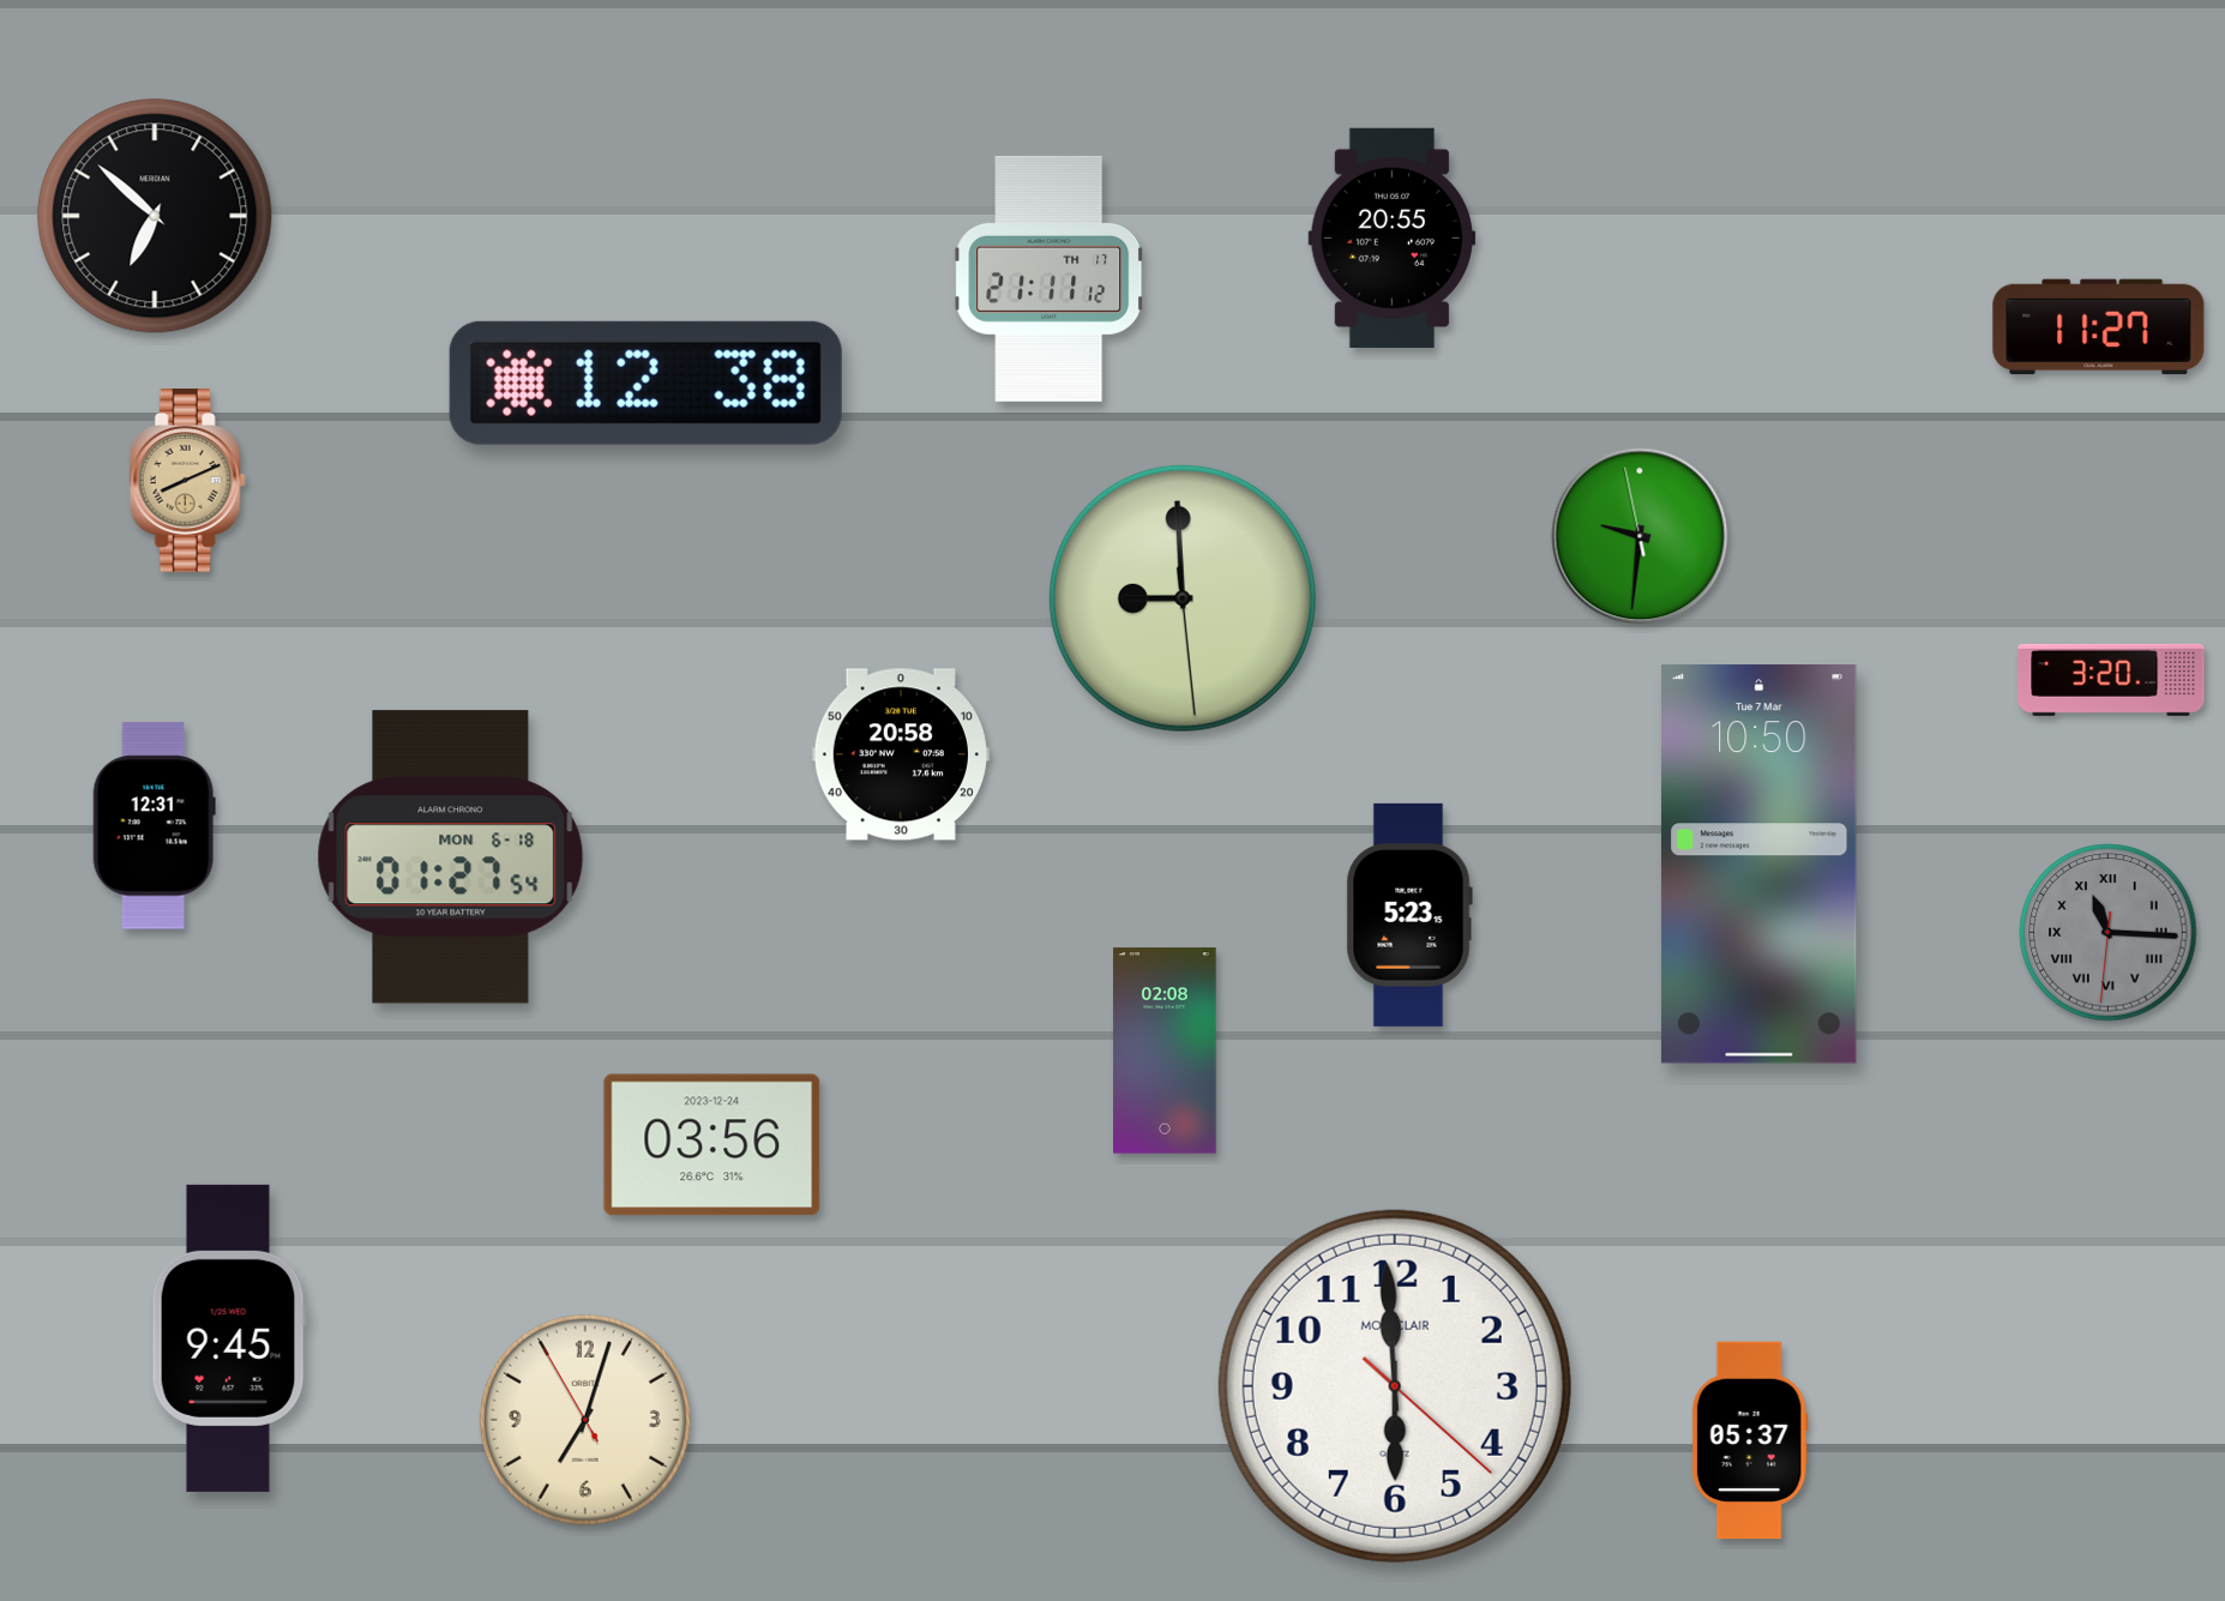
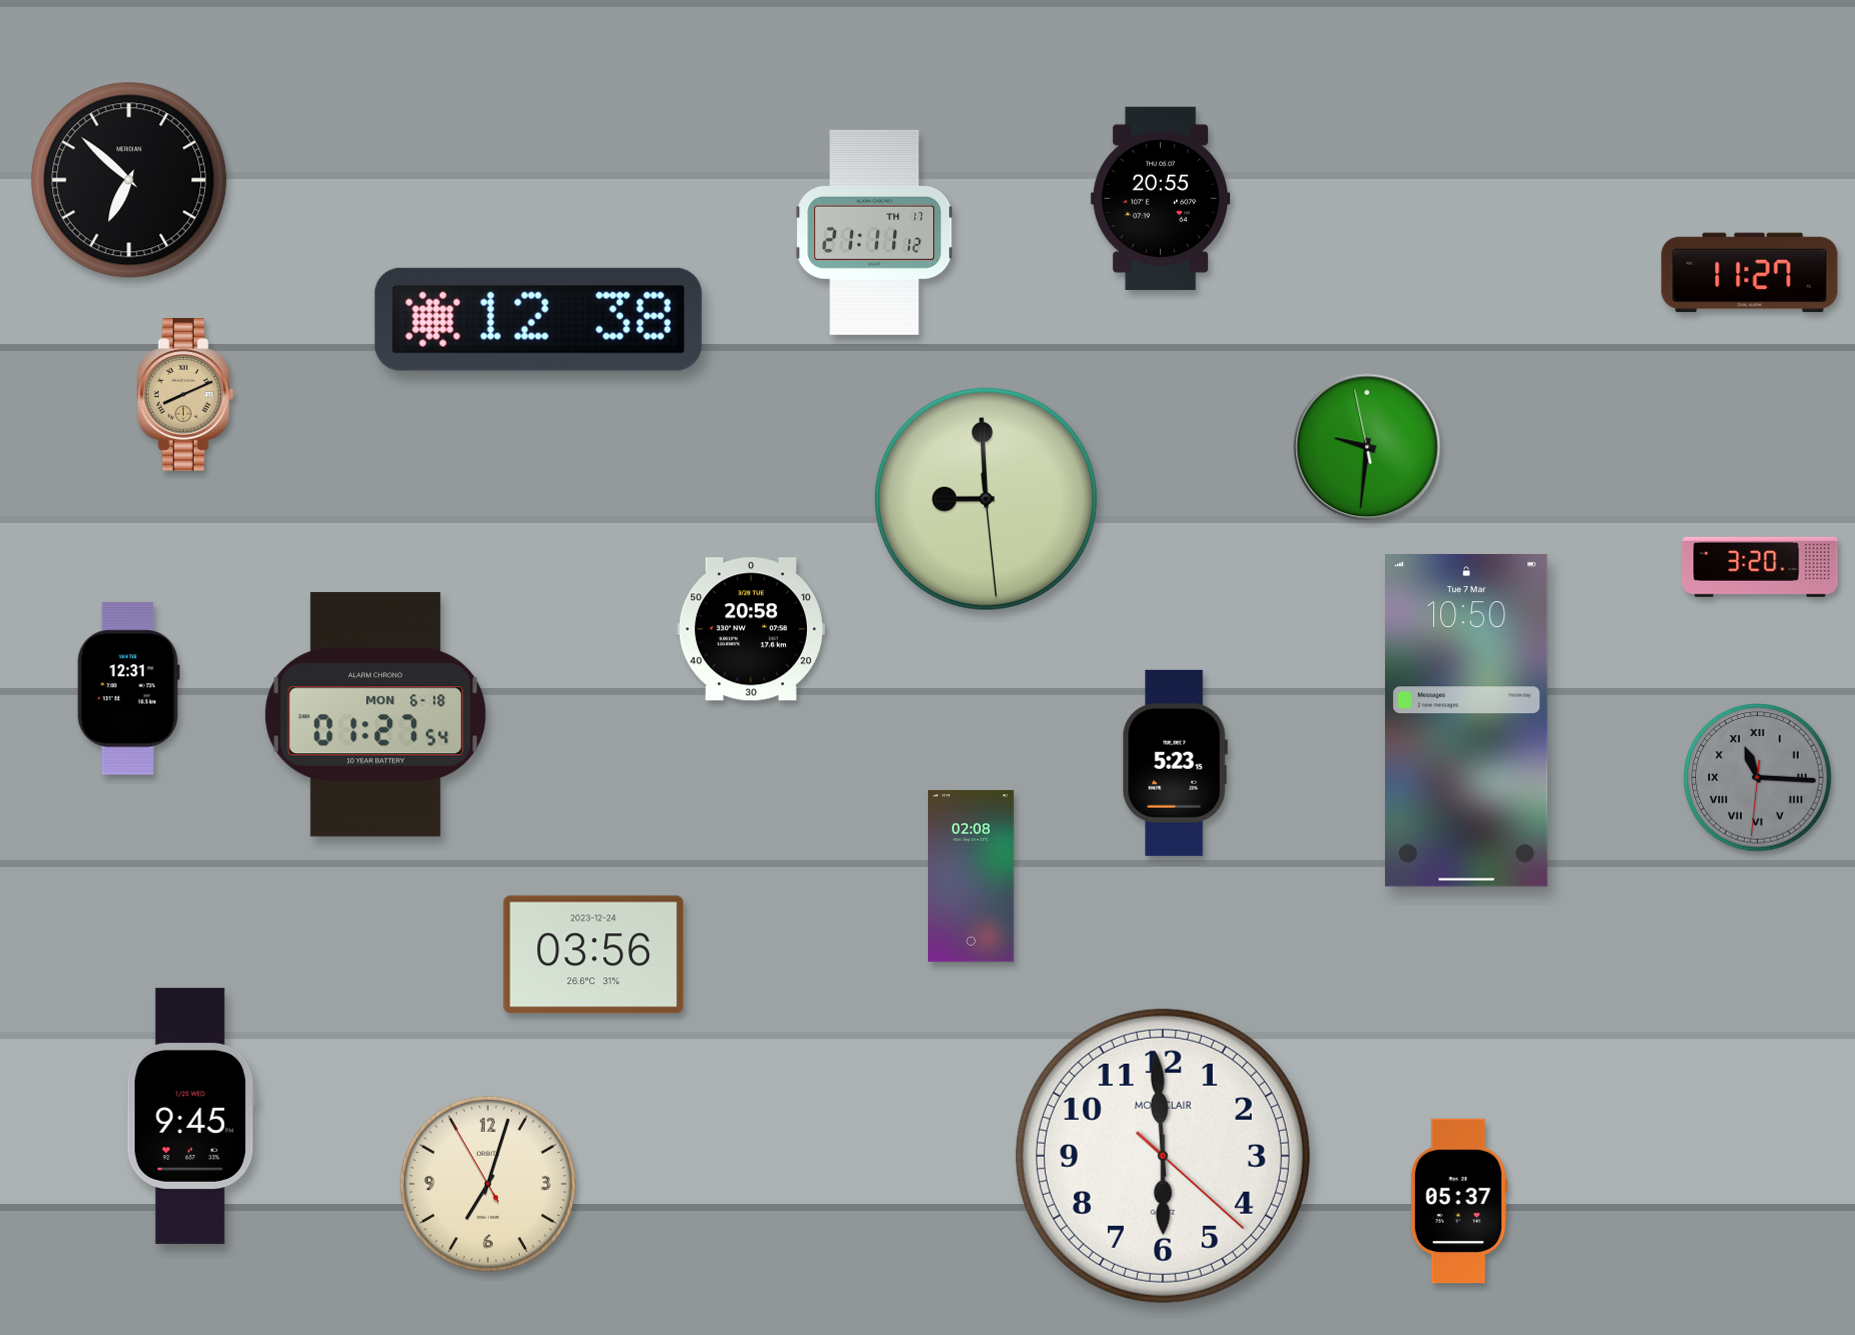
clock at (187, 481) position: (187, 481) -> (185, 395)
